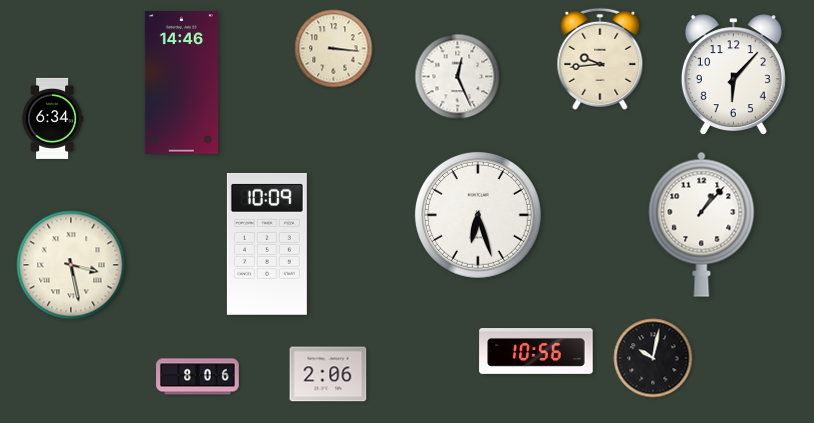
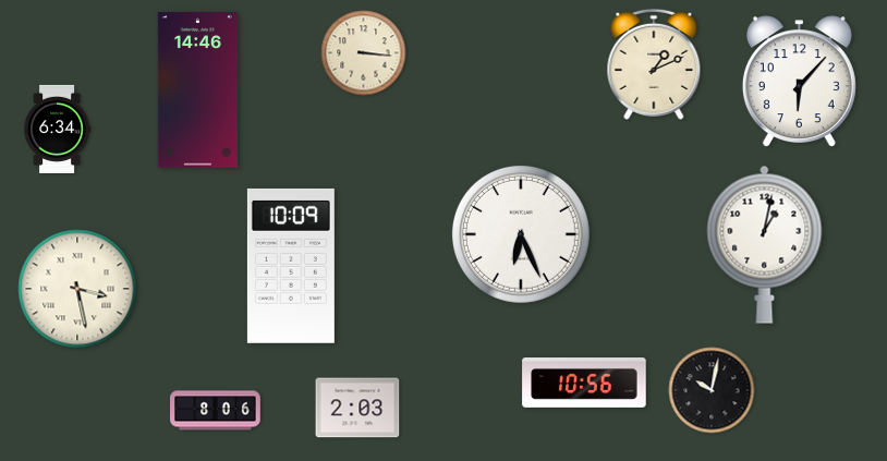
clock at (600, 59): 9:44 -> 1:11
clock at (458, 77): 12:26 -> none
clock at (478, 215): 6:27 -> 6:26
clock at (702, 224): 1:07 -> 1:02
clock at (328, 374): 2:06 -> 2:03
